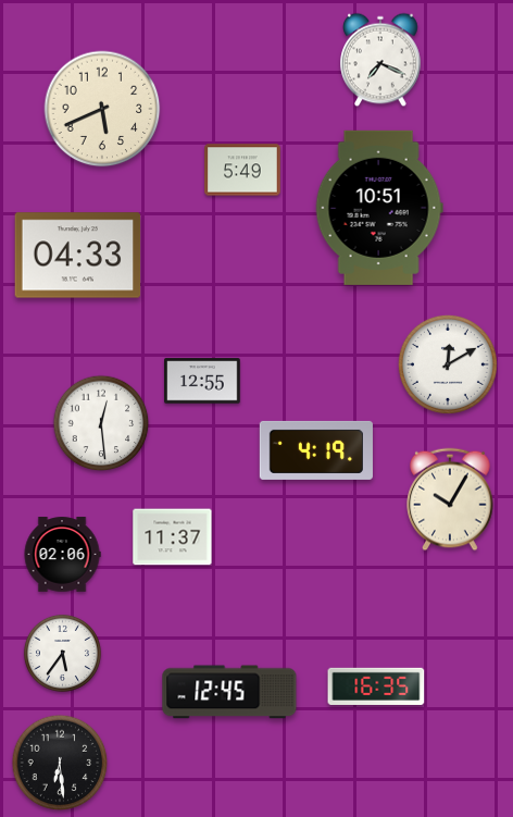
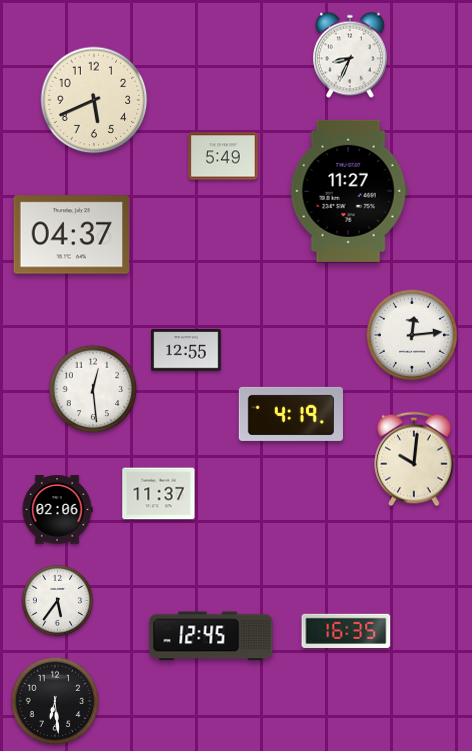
clock at (380, 60): 7:19 -> 8:34
clock at (379, 208): 10:51 -> 11:27
clock at (78, 256): 04:33 -> 04:37
clock at (448, 364): 12:10 -> 12:14
clock at (450, 499): 10:05 -> 10:01
